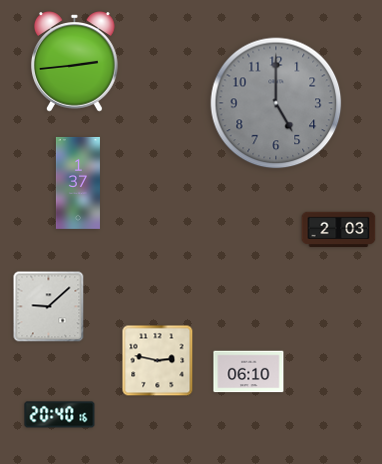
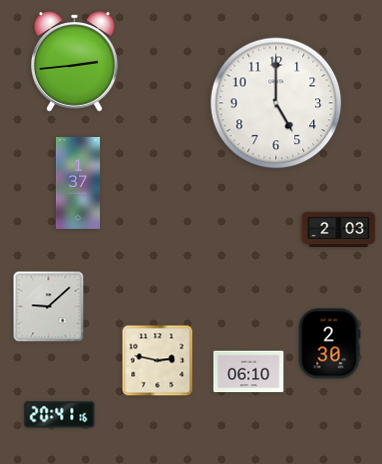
clock at (276, 103) dial: grey -> white
clock at (330, 344): none -> 2:30
clock at (60, 415): 20:40 -> 20:41
